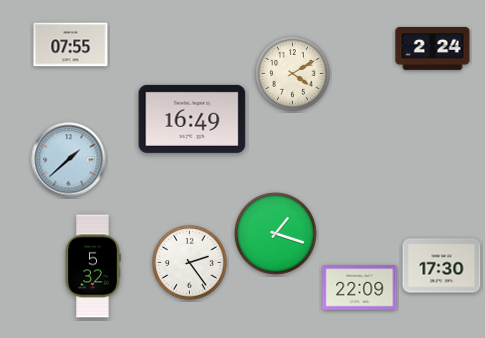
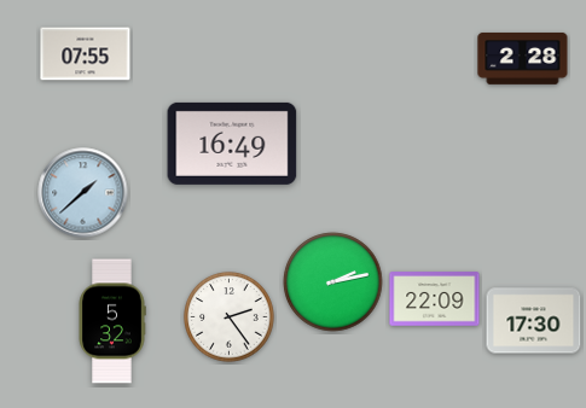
clock at (433, 49): 2:24 -> 2:28
clock at (293, 74): 4:10 -> none
clock at (276, 234): 1:18 -> 2:13
clock at (360, 288) position: (360, 288) -> (435, 299)
